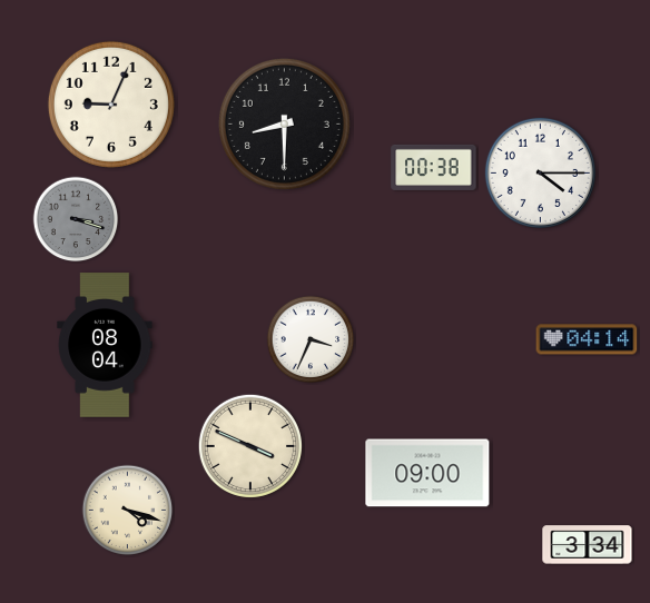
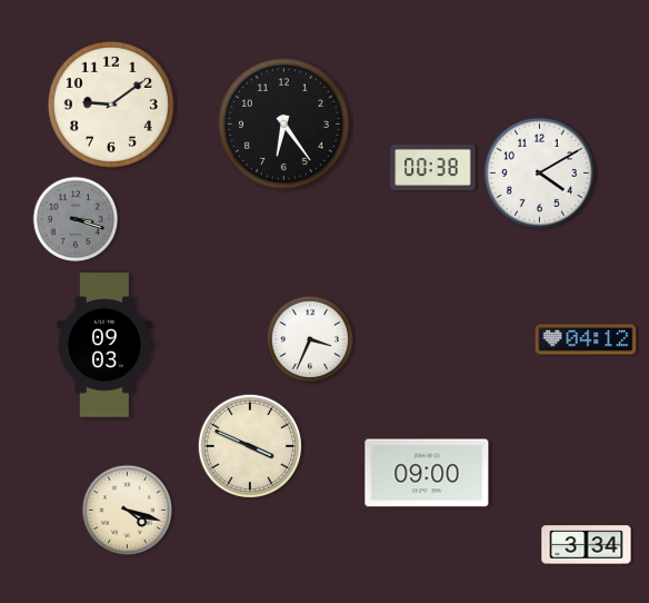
clock at (111, 105): 9:04 -> 9:09
clock at (284, 123): 8:30 -> 6:24
clock at (540, 172): 4:15 -> 4:10
clock at (587, 339): 04:14 -> 04:12
clock at (105, 345): 08:04 -> 09:03
